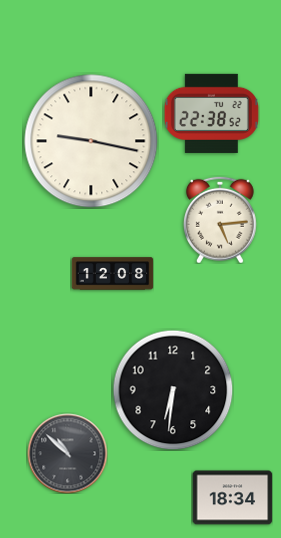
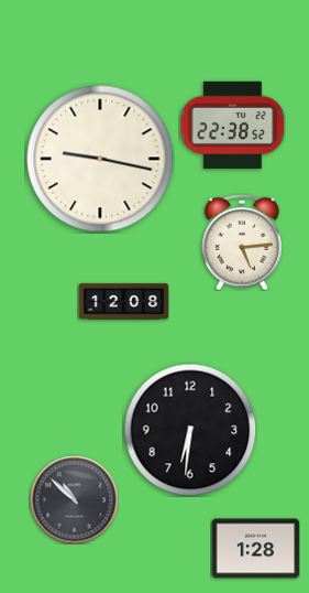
clock at (91, 141) position: (91, 141) -> (100, 159)
clock at (232, 498): 18:34 -> 1:28
